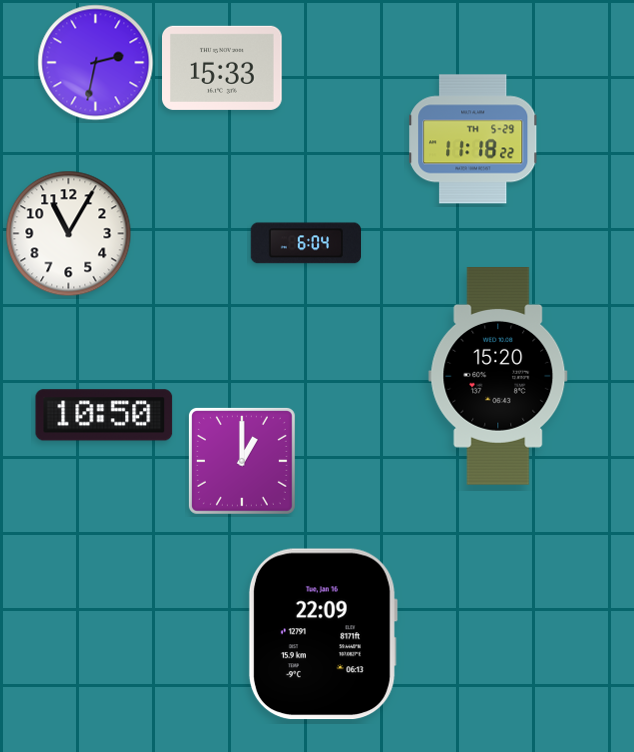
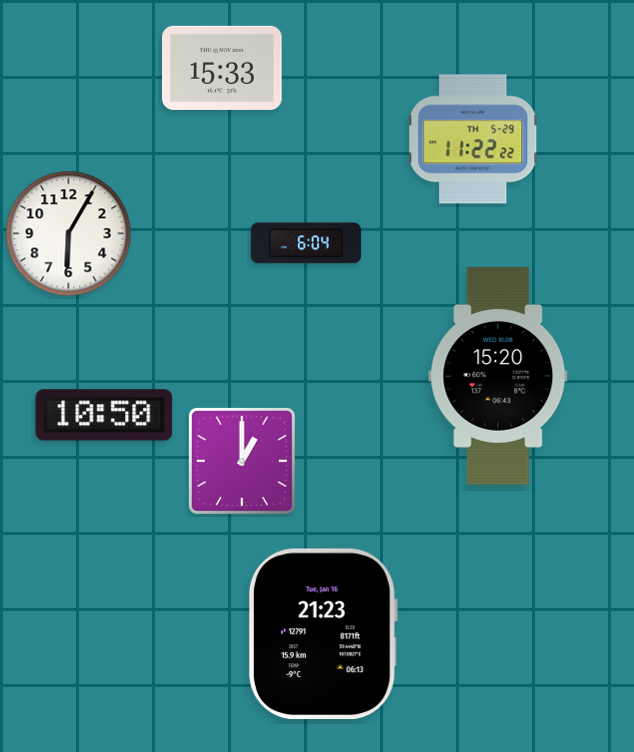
clock at (96, 63): 2:32 -> none
clock at (473, 139): 11:18 -> 11:22
clock at (69, 234): 11:05 -> 6:05
clock at (323, 634): 22:09 -> 21:23
